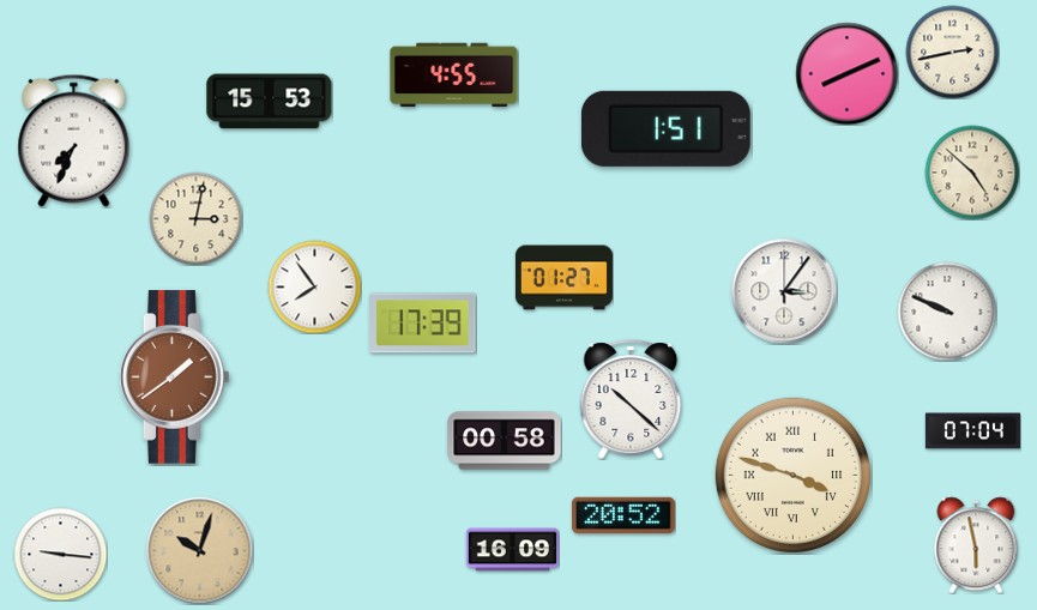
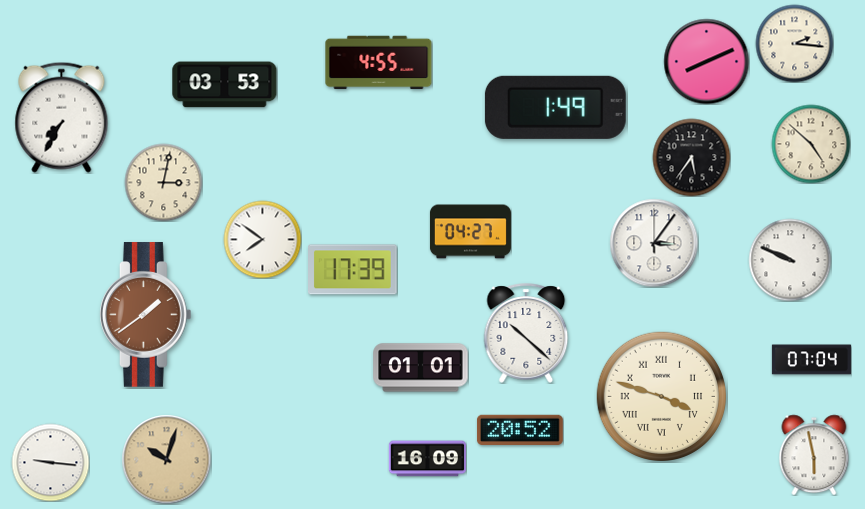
clock at (952, 52): 2:43 -> 2:16
clock at (270, 102): 15:53 -> 03:53
clock at (665, 128): 1:51 -> 1:49
clock at (74, 140): 7:34 -> 7:35
clock at (691, 157): none -> 5:36
clock at (563, 278): 01:27 -> 04:27
clock at (314, 286): 7:54 -> 7:51
clock at (505, 441): 00:58 -> 01:01
